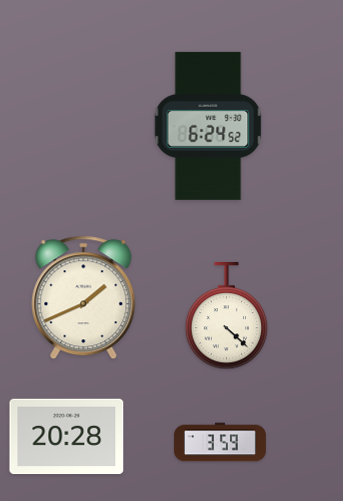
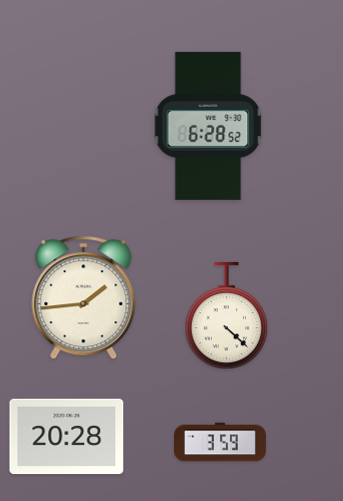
clock at (208, 126): 6:24 -> 6:28
clock at (84, 298): 1:41 -> 1:44
